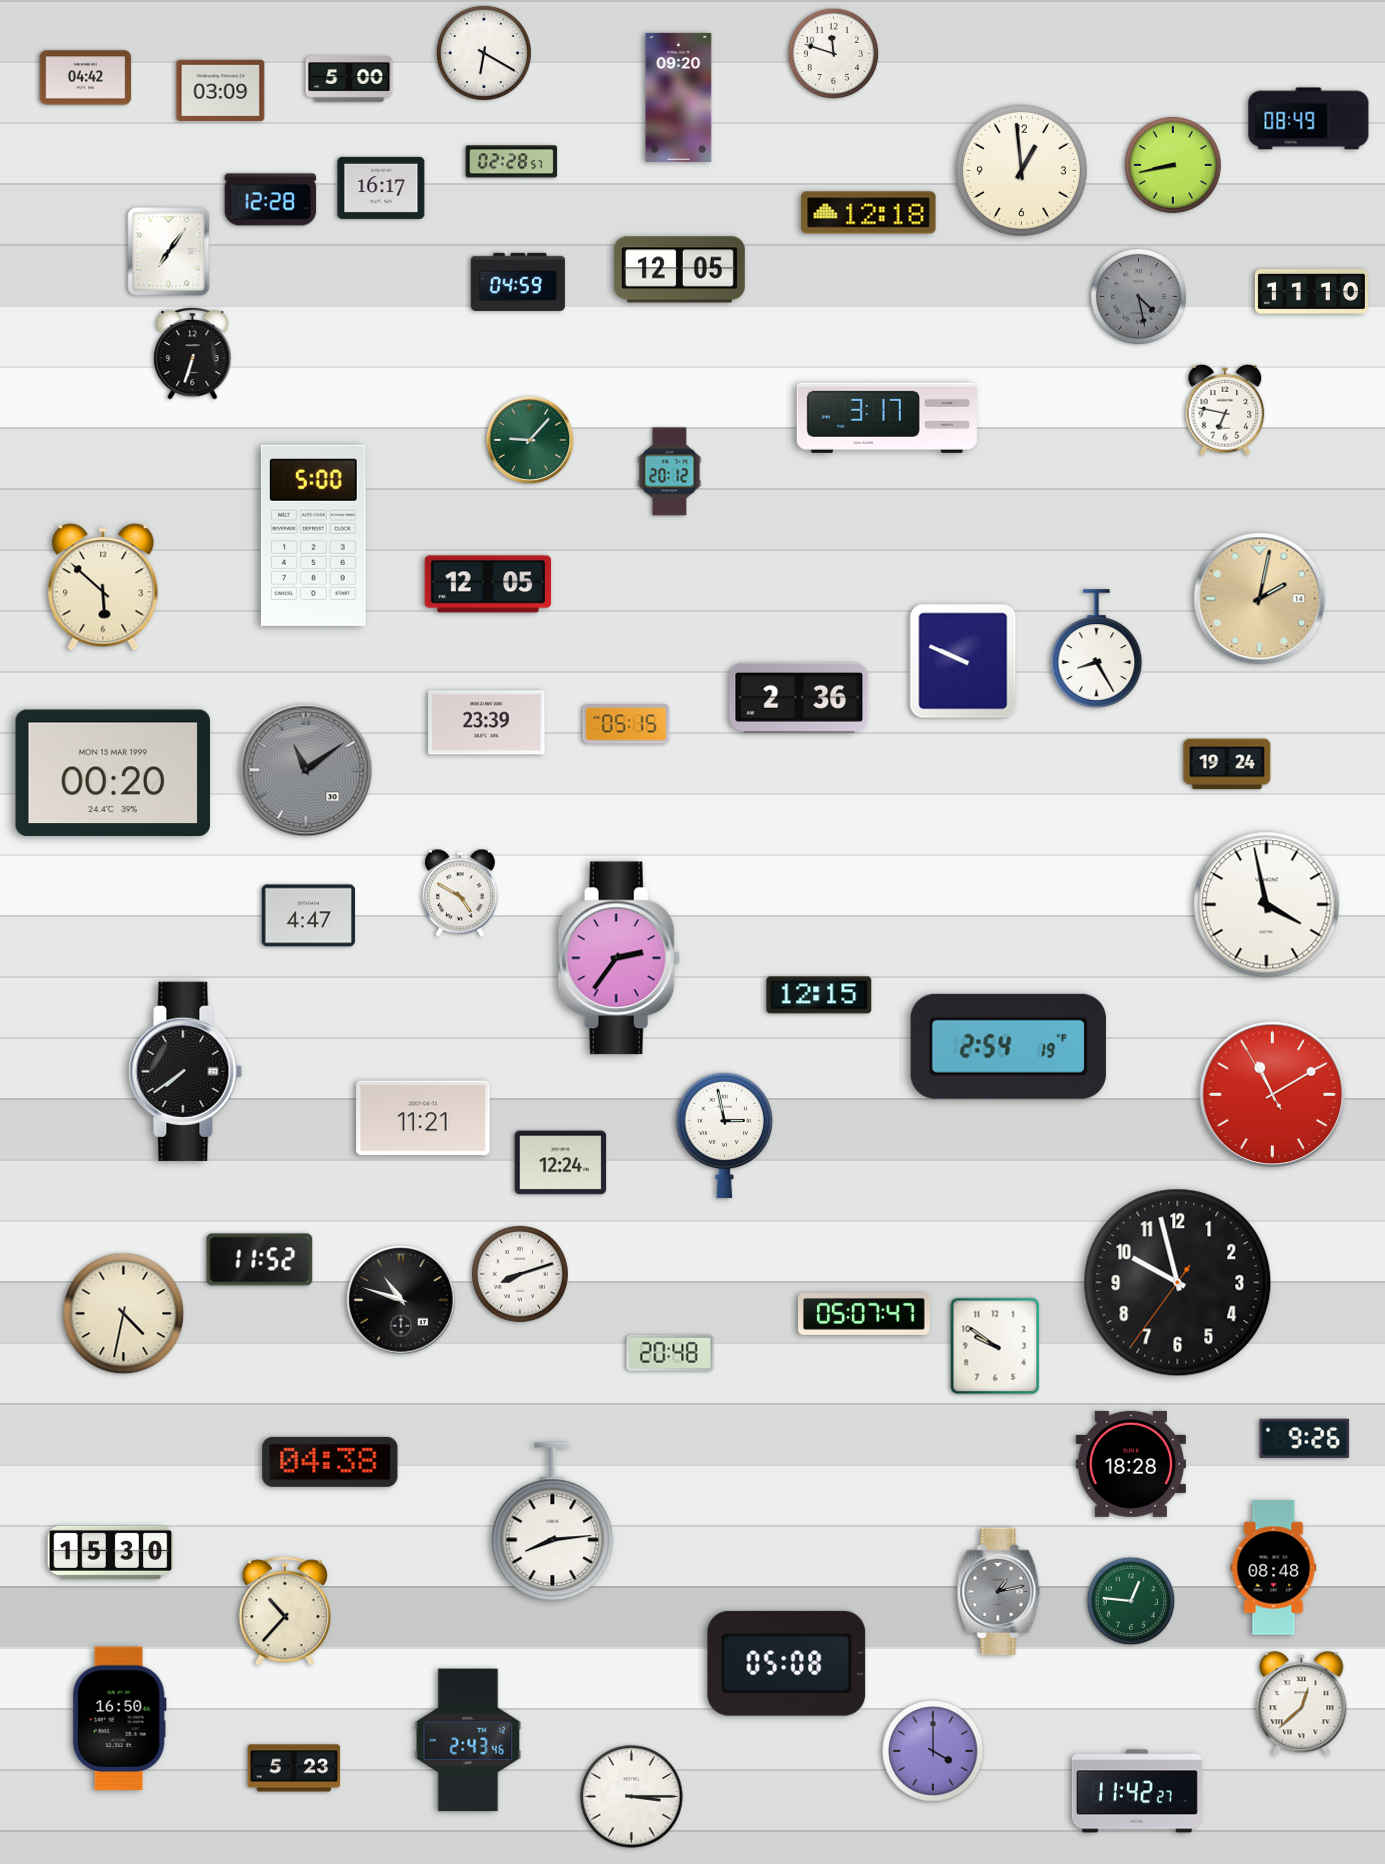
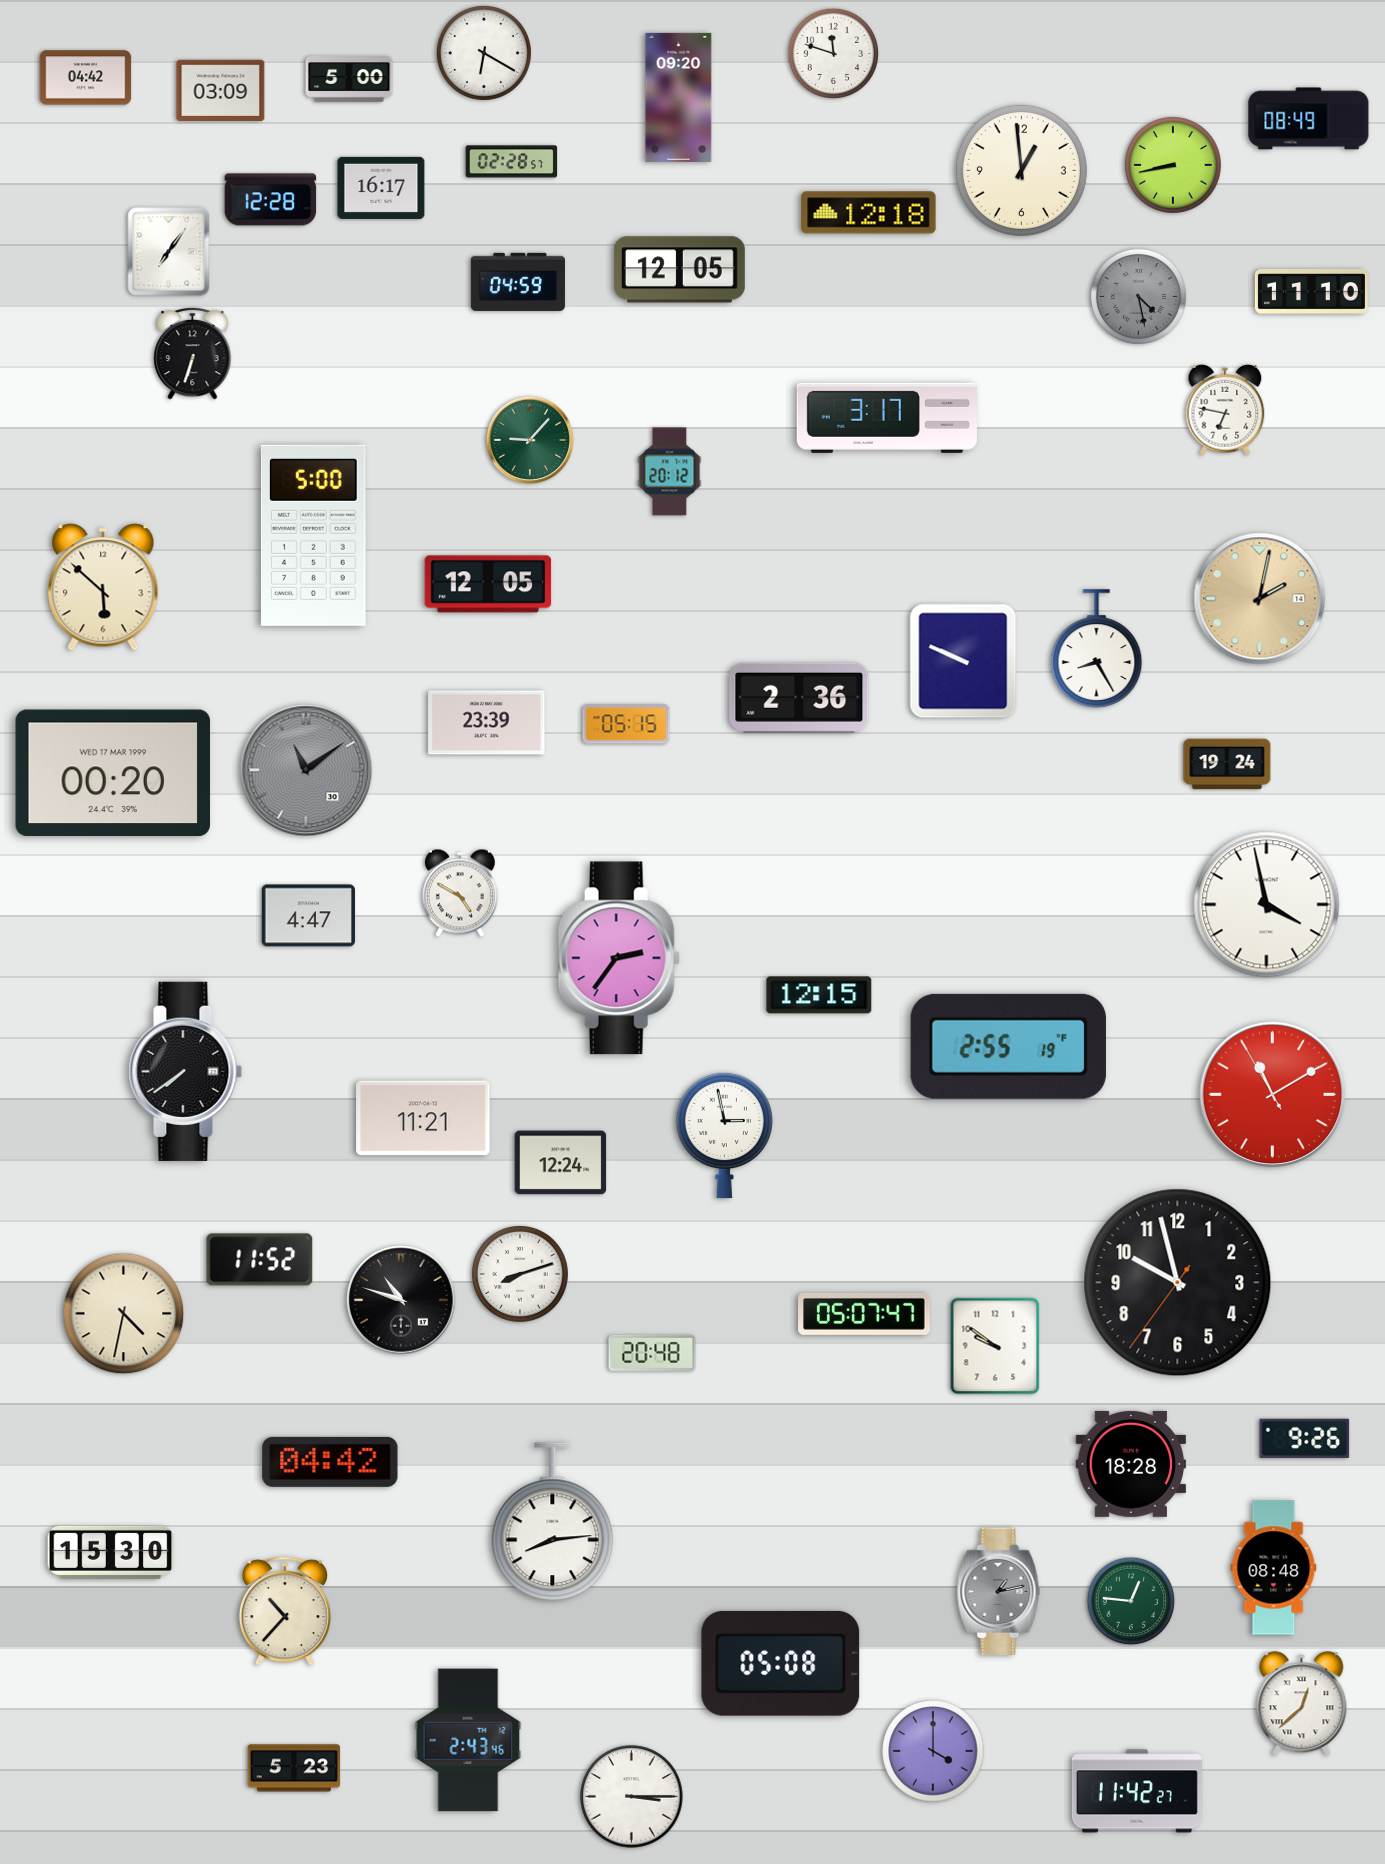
clock at (113, 773) date: MON 15 MAR 1999 -> WED 17 MAR 1999
clock at (1008, 1046): 2:54 -> 2:55
clock at (670, 1353) position: (670, 1353) -> (652, 1353)
clock at (330, 1462): 04:38 -> 04:42
clock at (787, 1663) position: (787, 1663) -> (781, 1663)
clock at (119, 1719): 16:50 -> none
